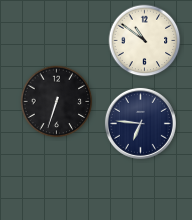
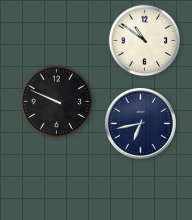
clock at (57, 102): 6:33 -> 9:49
clock at (140, 123): 6:46 -> 6:43
